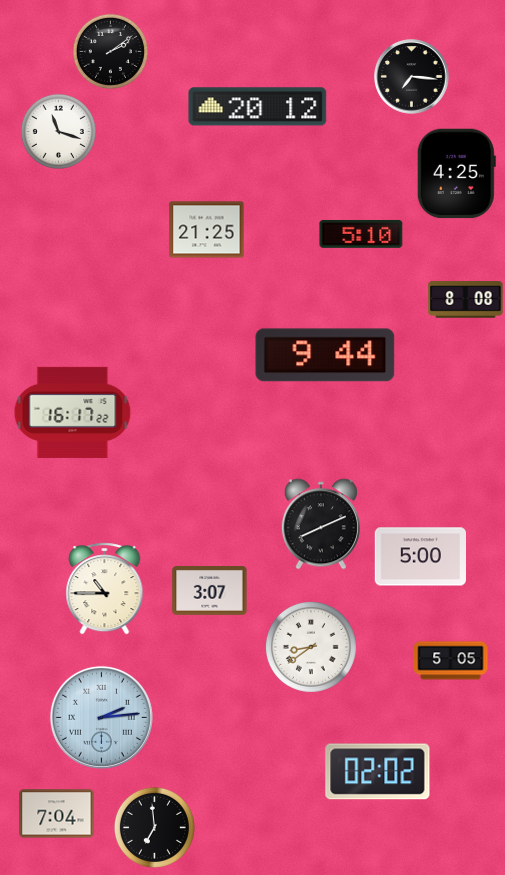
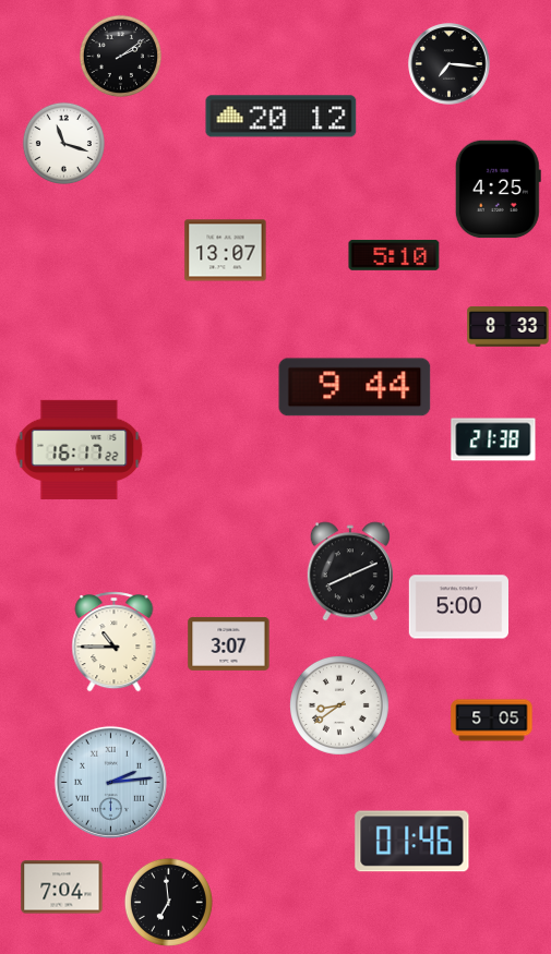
clock at (412, 77) position: (412, 77) -> (450, 64)
clock at (207, 230): 21:25 -> 13:07
clock at (466, 300): 8:08 -> 8:33
clock at (493, 439): none -> 21:38
clock at (378, 772): 02:02 -> 01:46
